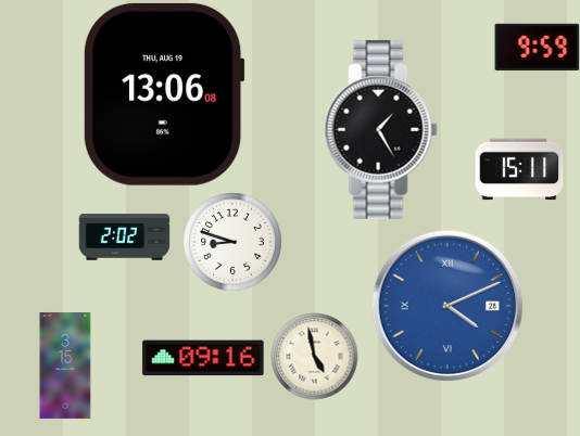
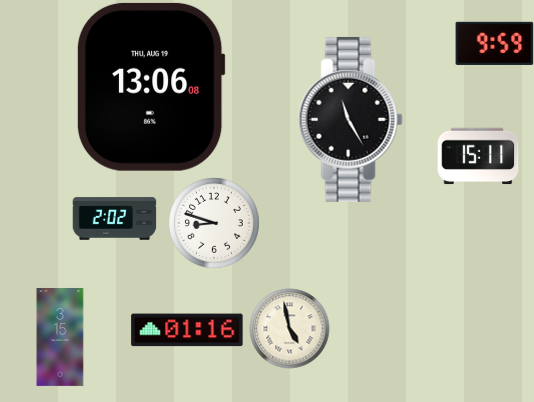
clock at (380, 129): 1:25 -> 11:25
clock at (447, 306): 4:11 -> none
clock at (203, 358): 09:16 -> 01:16
